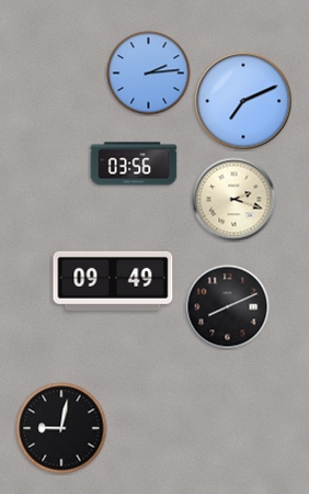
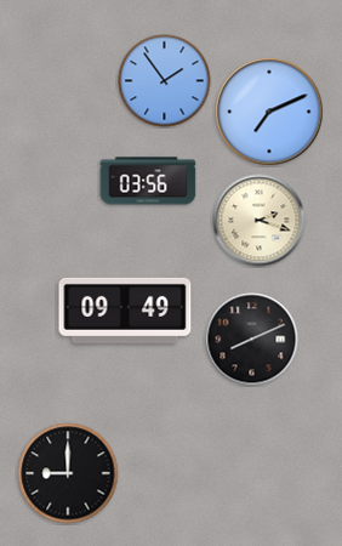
clock at (149, 74): 2:14 -> 1:54
clock at (61, 428): 9:02 -> 9:00
